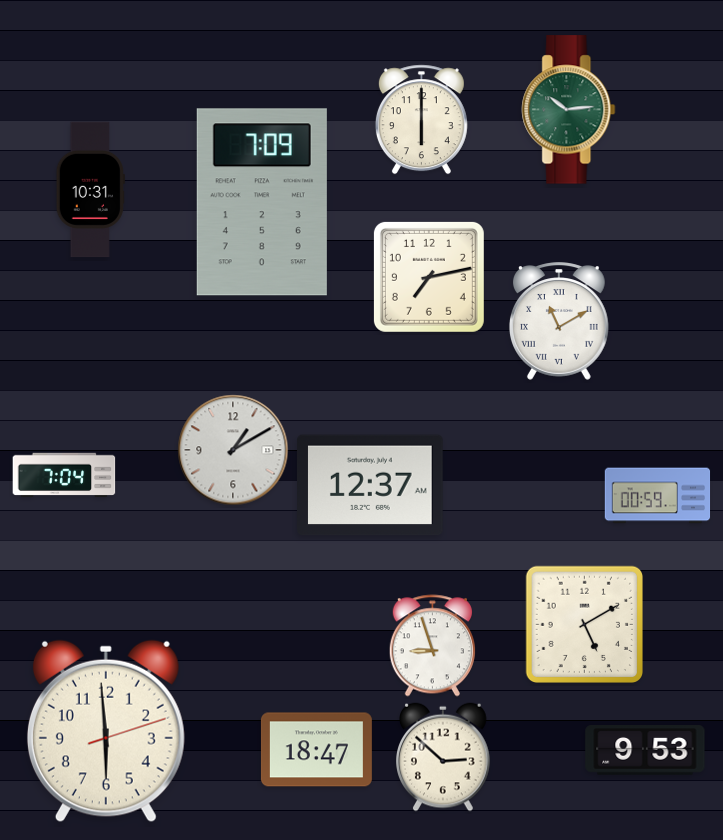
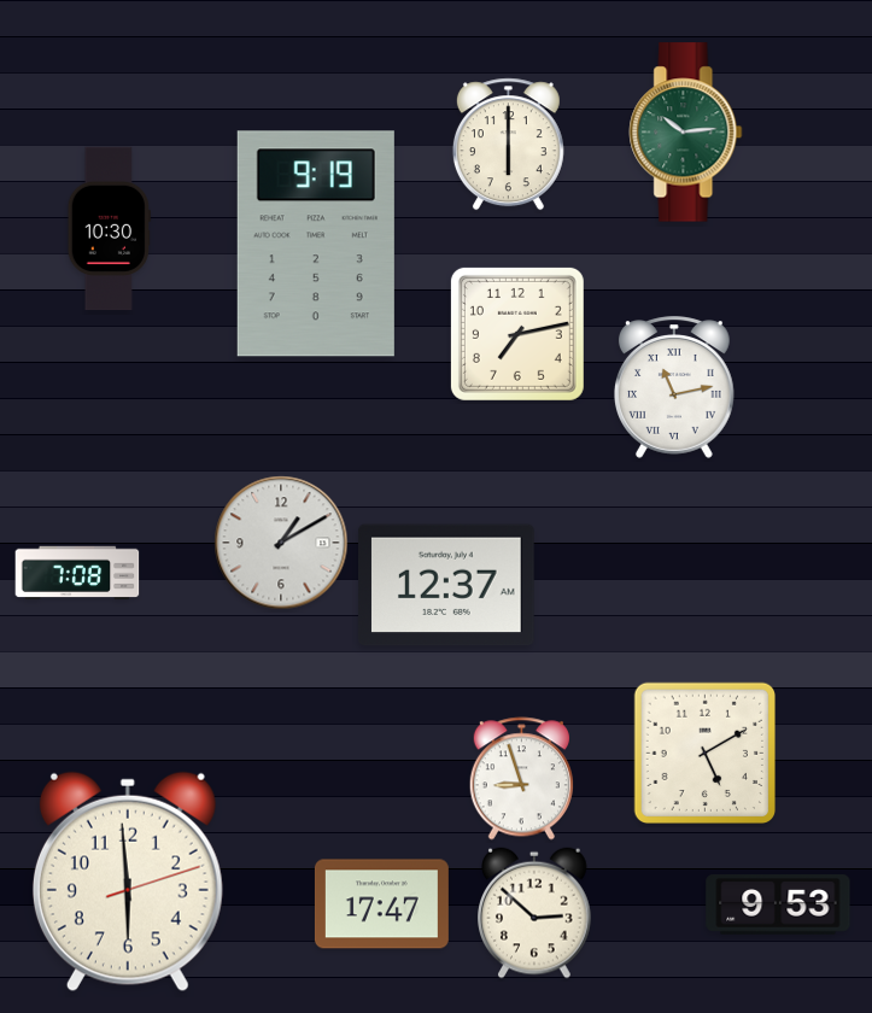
clock at (90, 190): 10:31 -> 10:30
clock at (262, 202): 7:09 -> 9:19
clock at (559, 321): 11:10 -> 11:13
clock at (64, 475): 7:04 -> 7:08
clock at (658, 496): 00:59 -> none
clock at (316, 750): 18:47 -> 17:47
